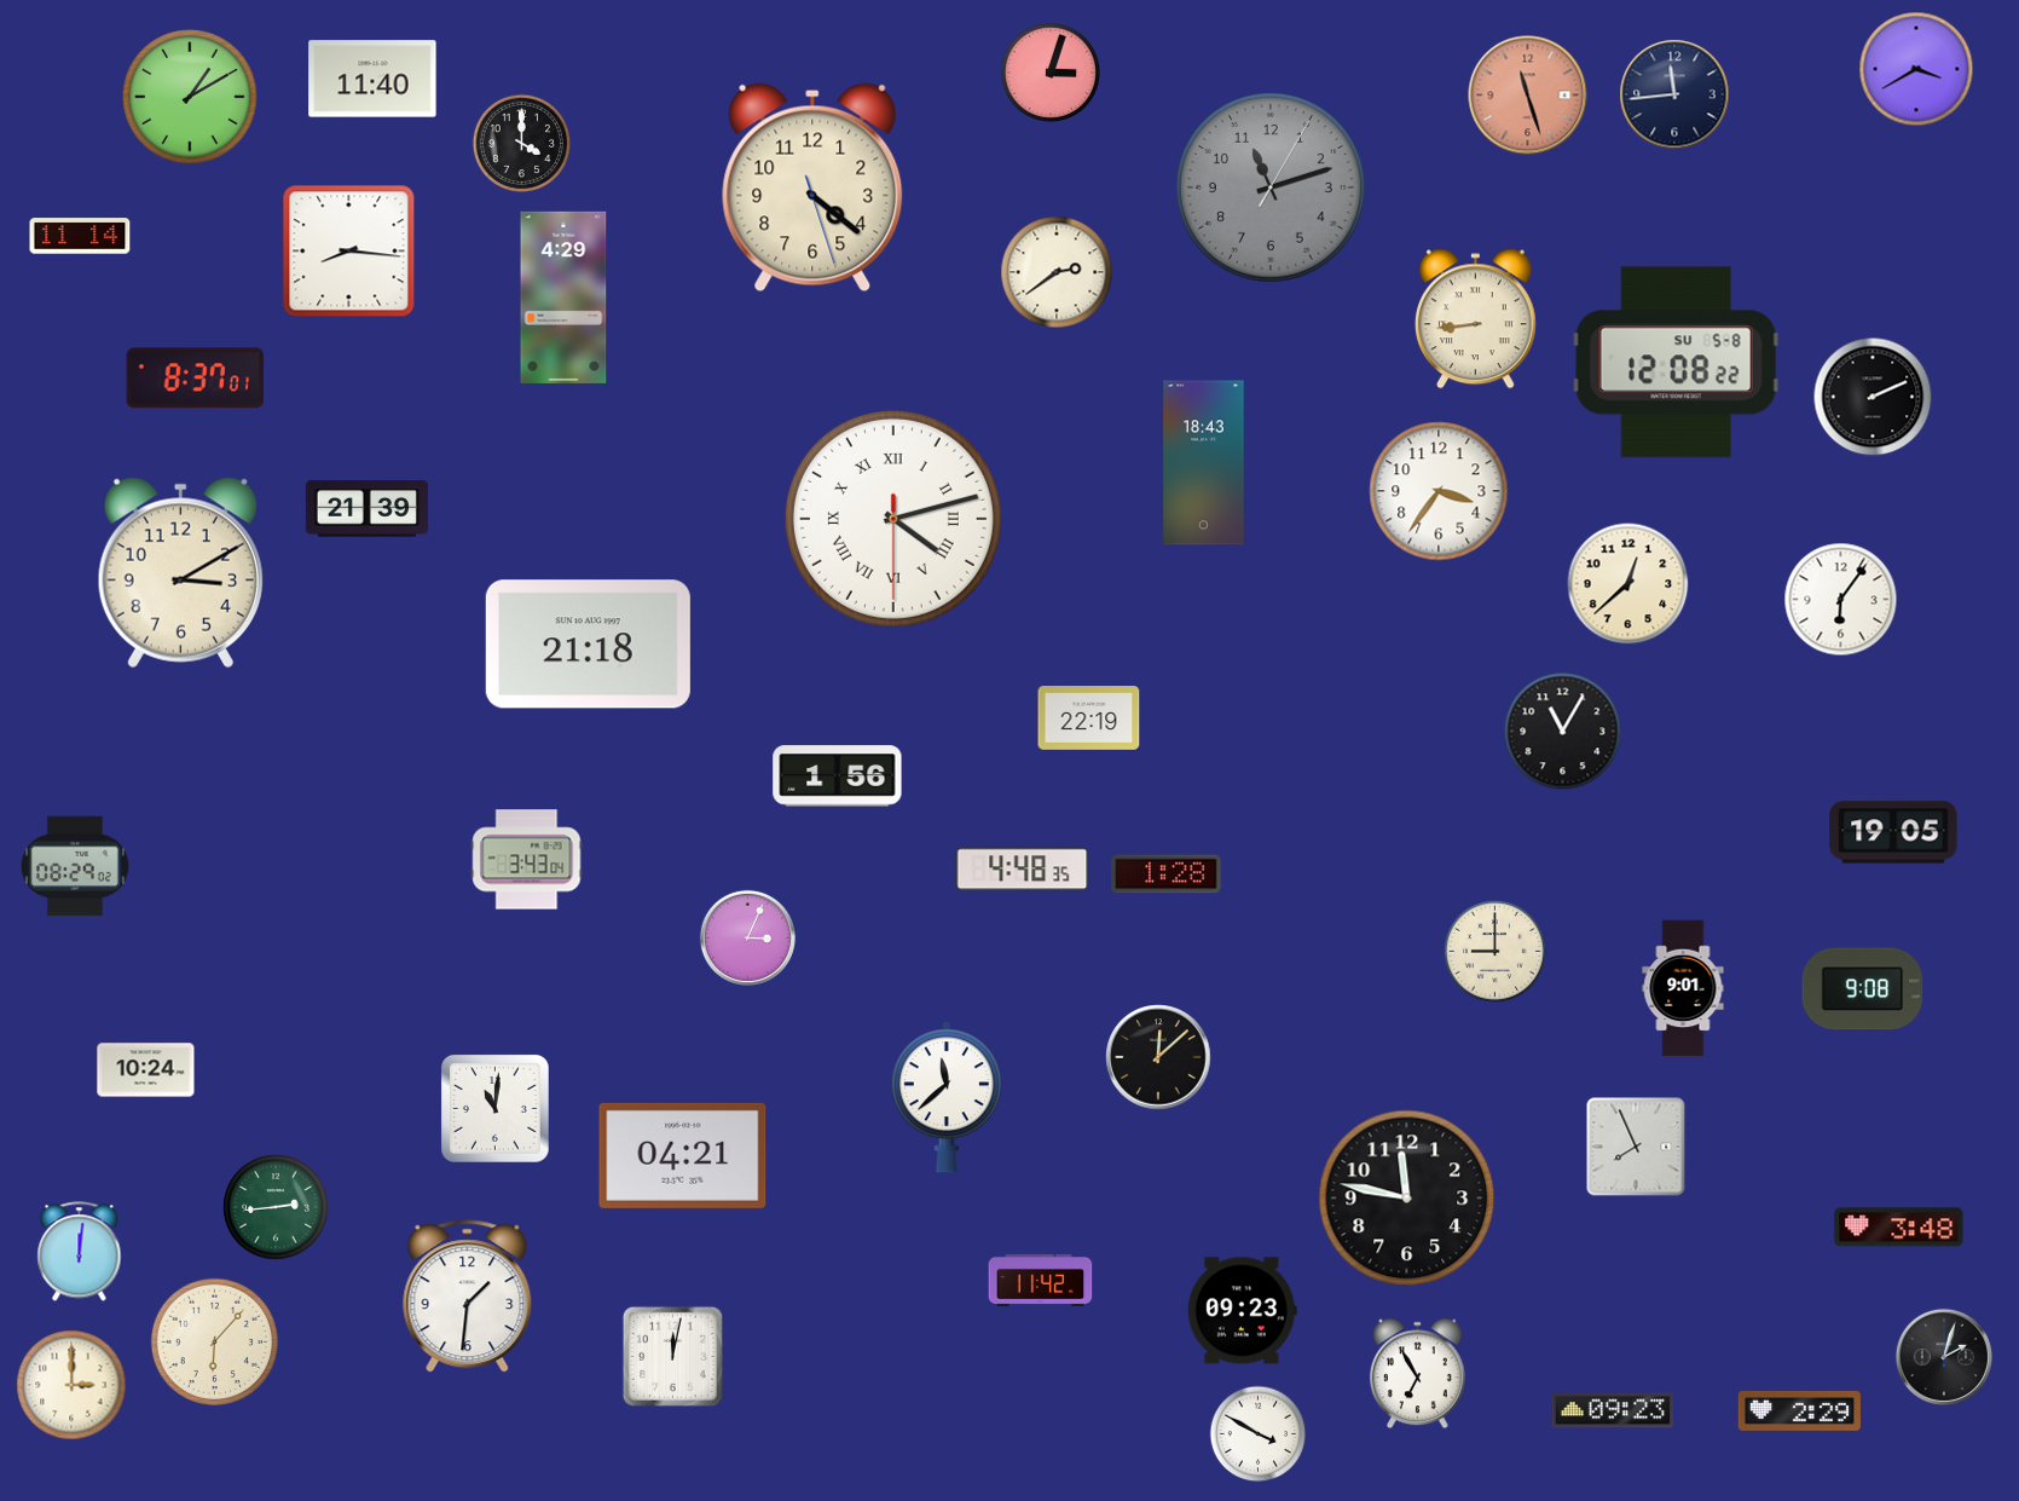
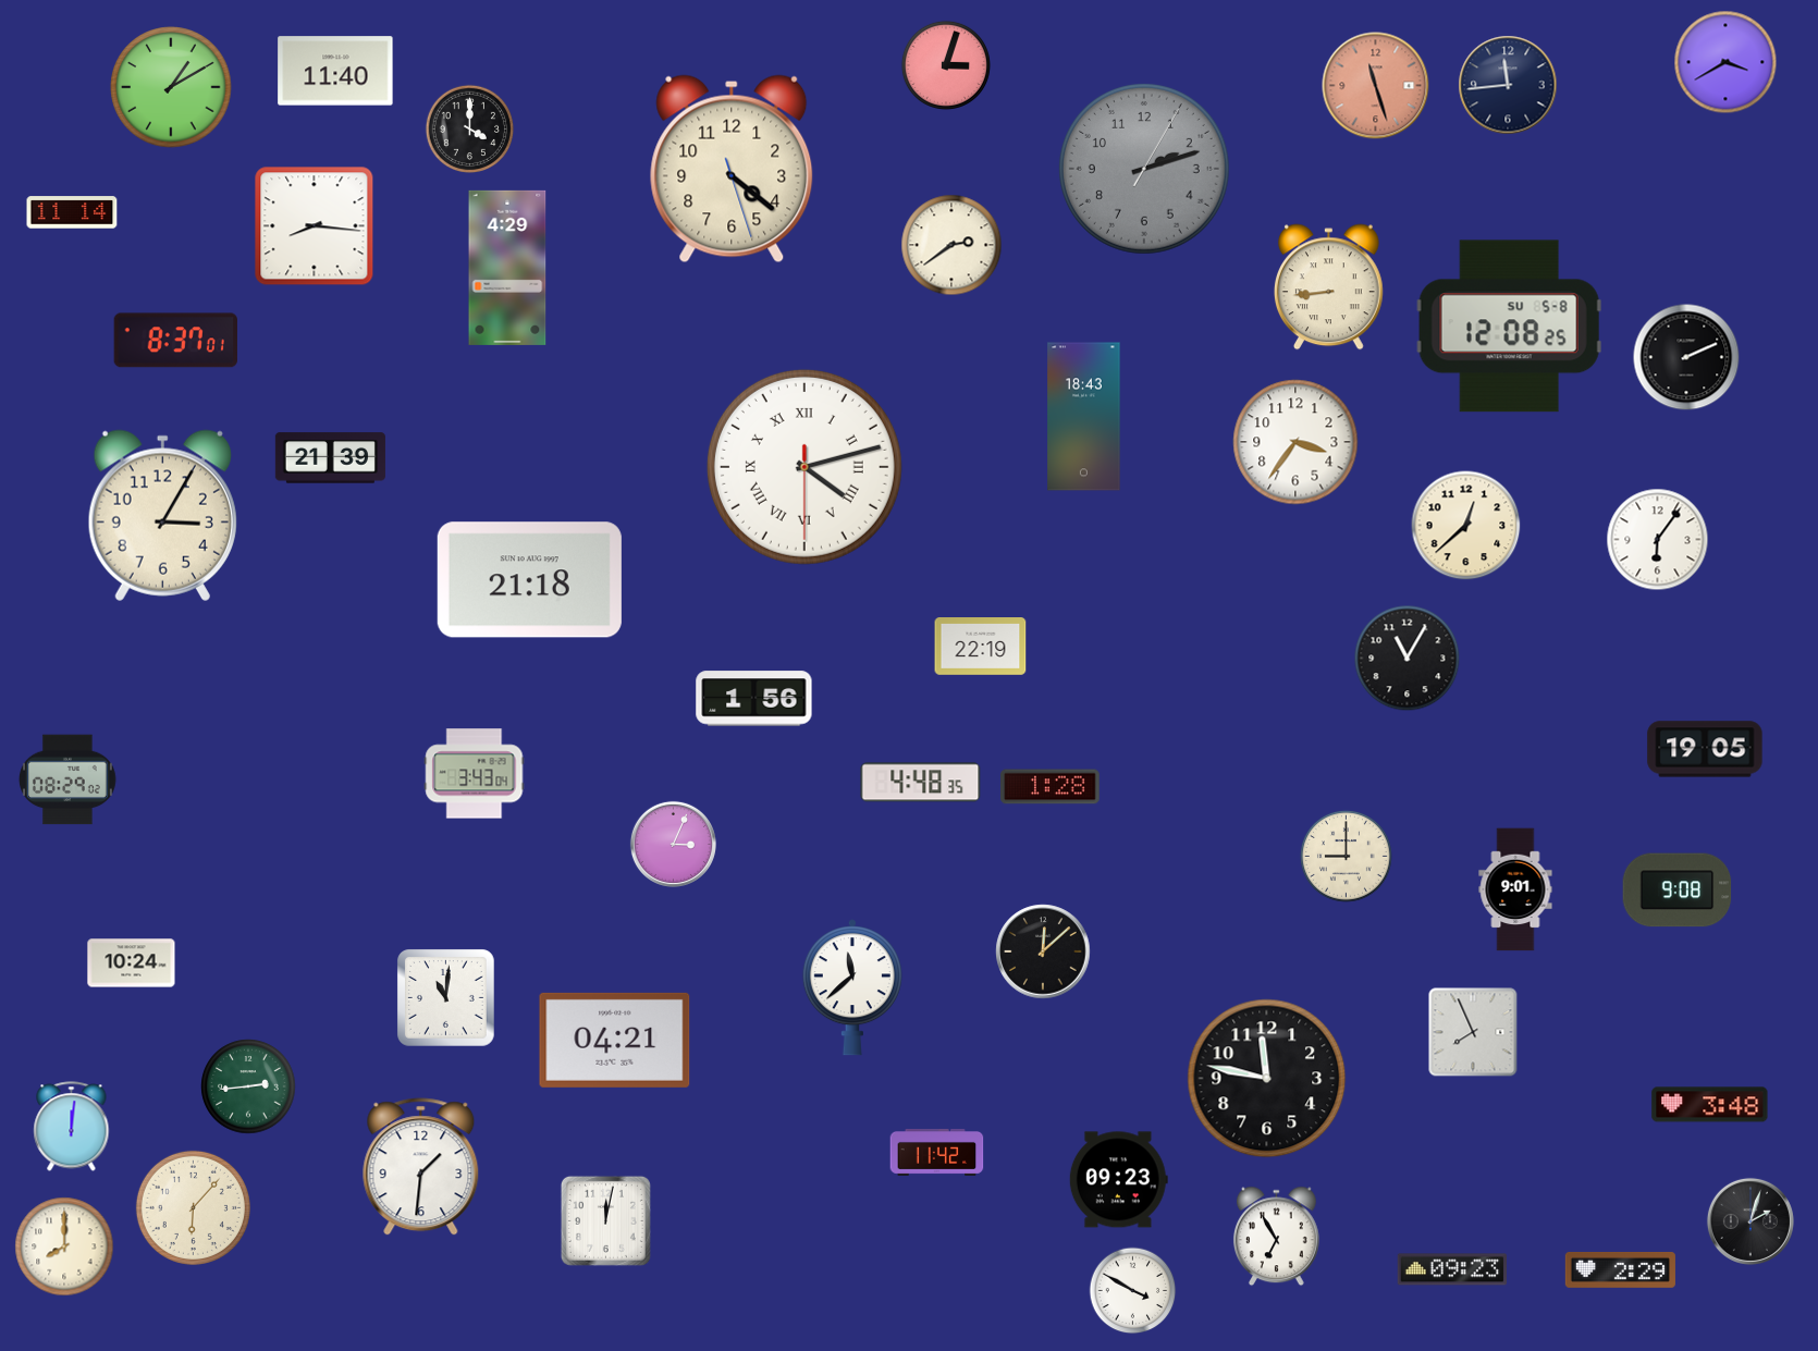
clock at (1271, 187): 11:12 -> 2:12
clock at (1676, 363): 12:08:22 -> 12:08:25
clock at (180, 572): 3:10 -> 3:05
clock at (71, 1385): 3:00 -> 8:00
